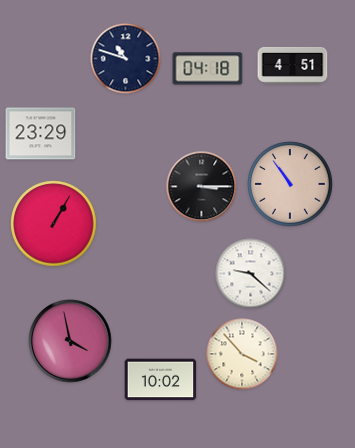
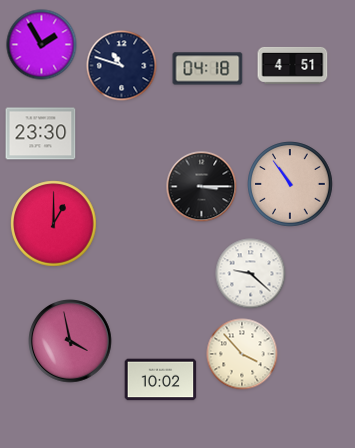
clock at (42, 45): none -> 1:55
clock at (126, 59) position: (126, 59) -> (122, 66)
clock at (41, 134): 23:29 -> 23:30
clock at (54, 224): 1:05 -> 1:00
